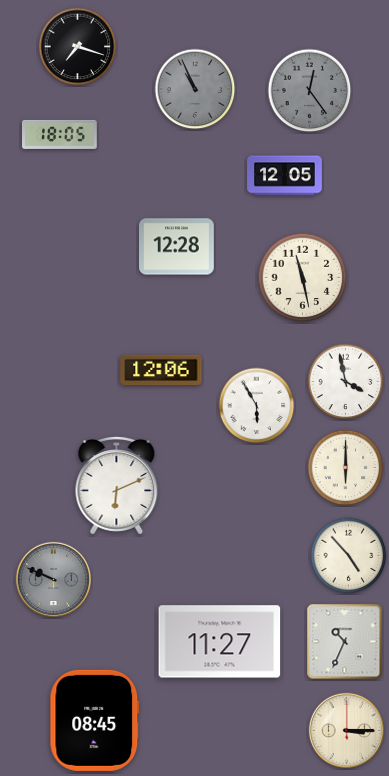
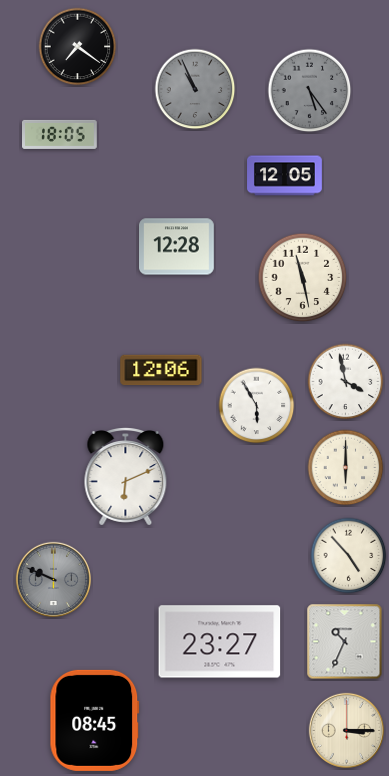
clock at (78, 47): 7:18 -> 7:21
clock at (310, 91): 12:24 -> 5:24
clock at (117, 486) position: (117, 486) -> (126, 477)
clock at (220, 642): 11:27 -> 23:27
